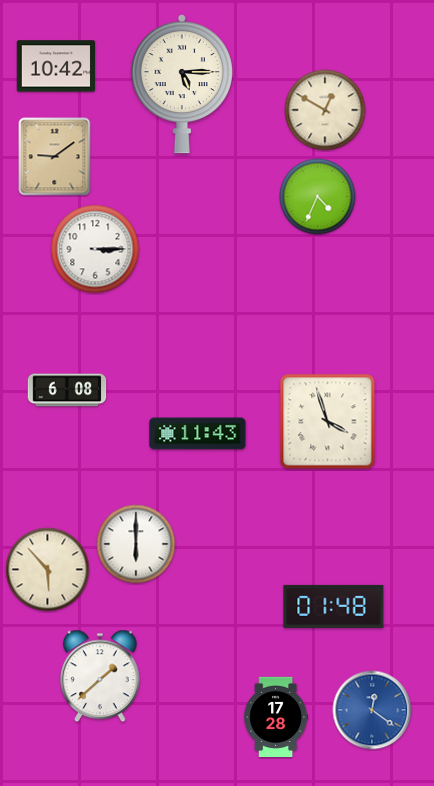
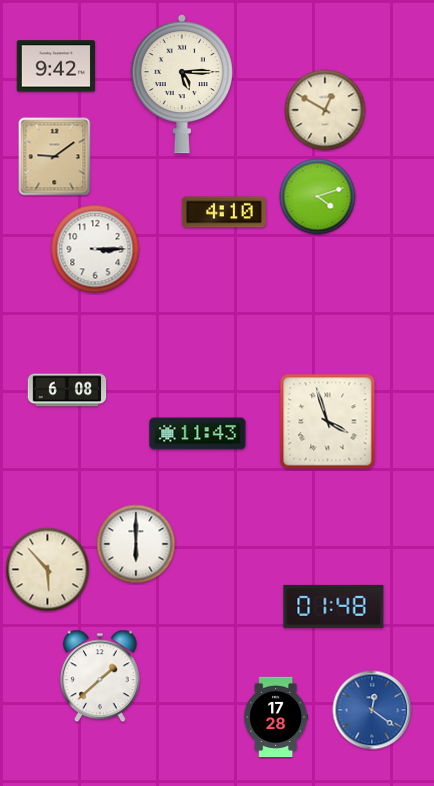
clock at (56, 66): 10:42 -> 9:42
clock at (318, 197): 4:34 -> 4:12
clock at (224, 212): none -> 4:10
